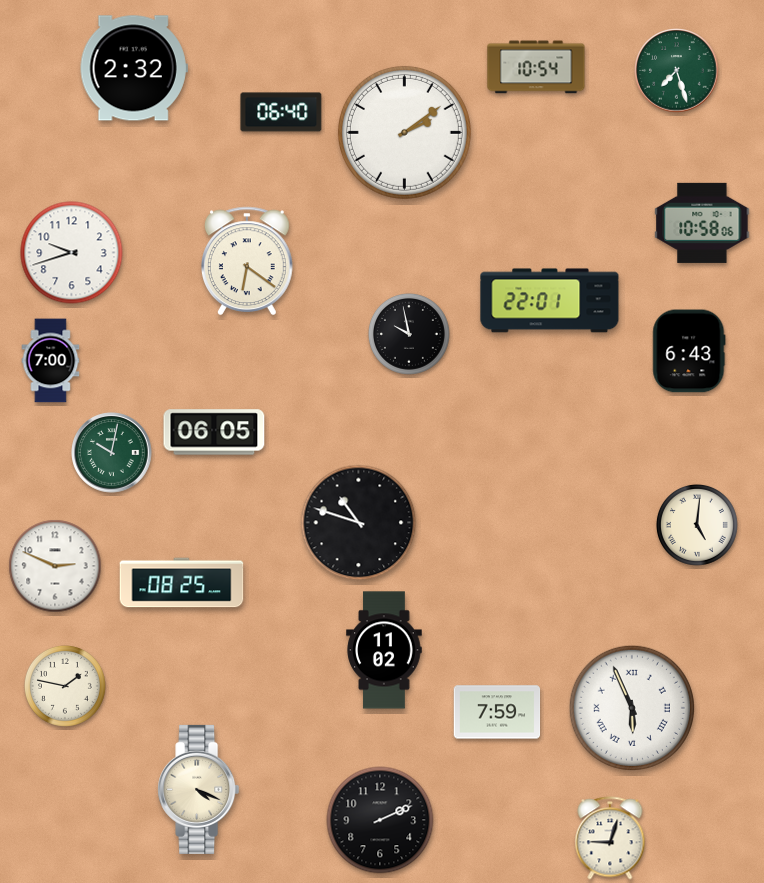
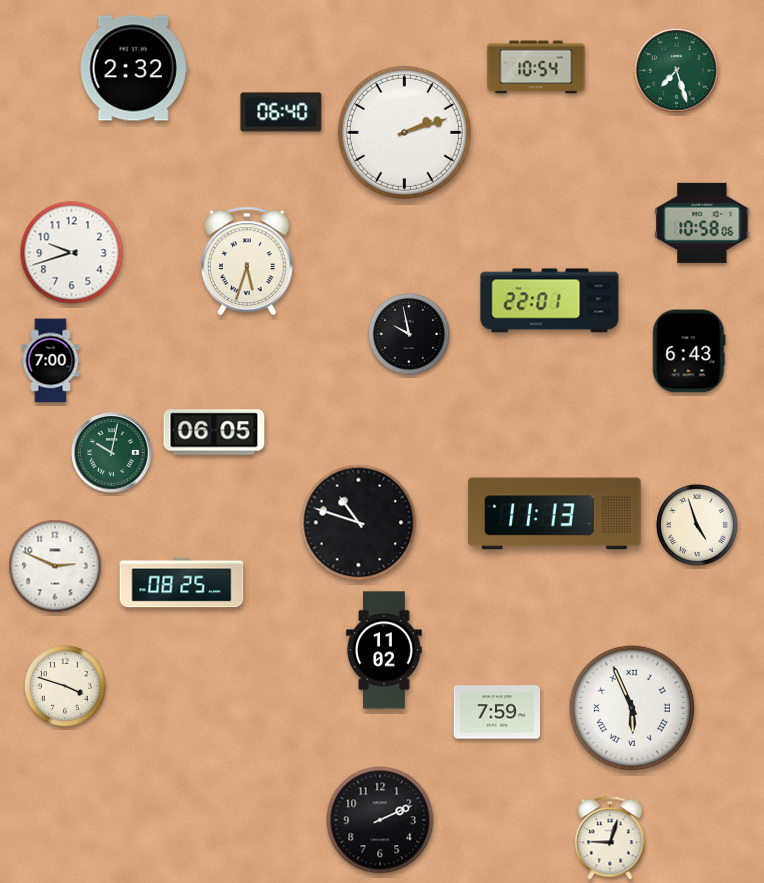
clock at (404, 132): 2:09 -> 2:12
clock at (247, 261): 6:21 -> 5:33
clock at (555, 514): none -> 11:13
clock at (697, 525): 5:01 -> 4:57
clock at (65, 686): 1:47 -> 3:48
clock at (199, 789): 4:19 -> none
